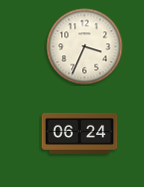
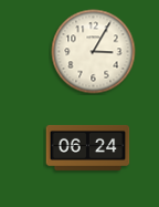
clock at (85, 47): 3:34 -> 3:05
